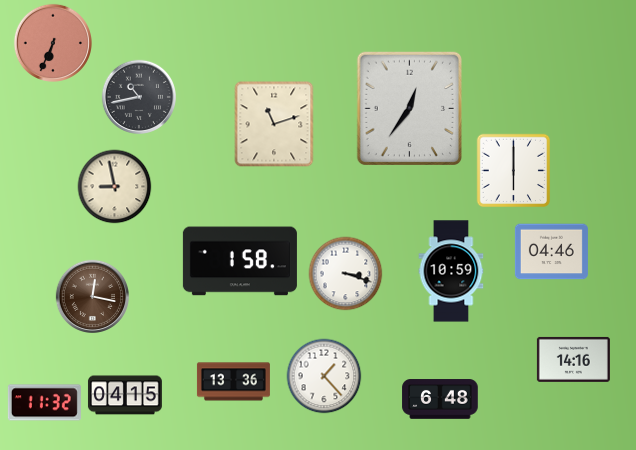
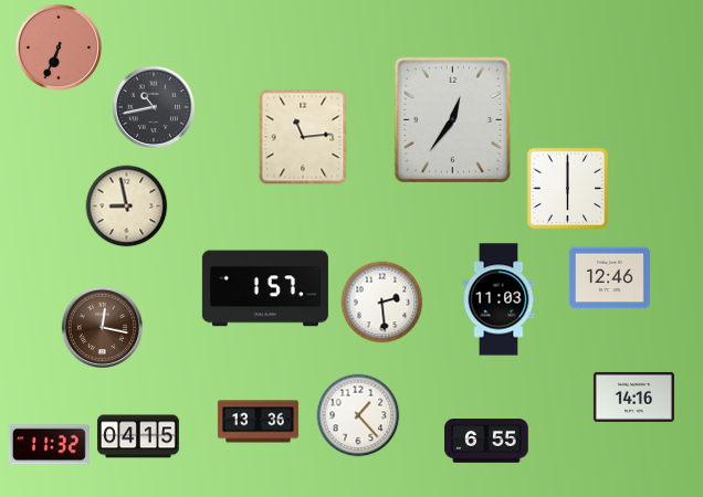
clock at (274, 124): 11:12 -> 11:14
clock at (551, 252): 04:46 -> 12:46
clock at (240, 261): 1:58 -> 1:57
clock at (451, 271): 10:59 -> 11:03
clock at (346, 274): 3:18 -> 2:29
clock at (440, 399): 6:48 -> 6:55
